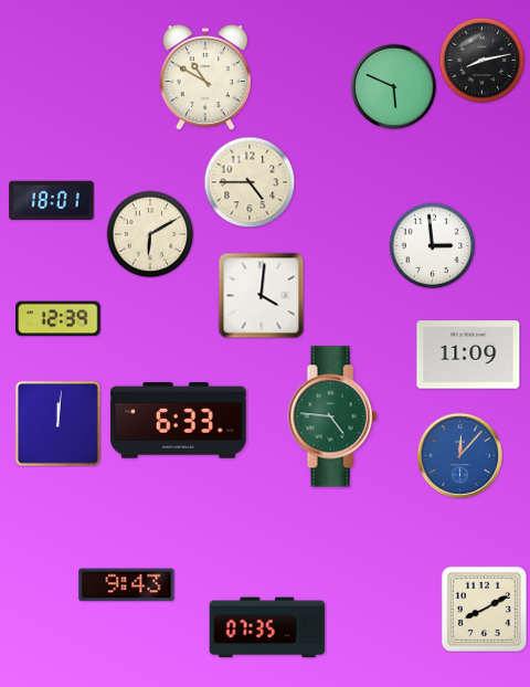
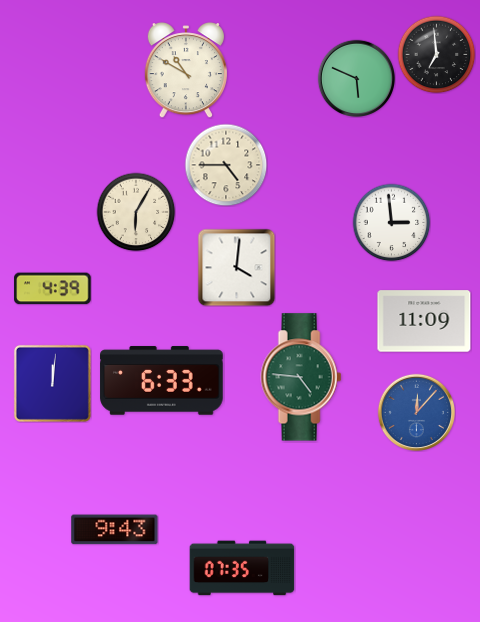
clock at (481, 60): 8:13 -> 6:59
clock at (52, 201): 18:01 -> none
clock at (150, 234): 6:10 -> 6:05
clock at (59, 319): 12:39 -> 4:39
clock at (484, 609): 8:10 -> none
